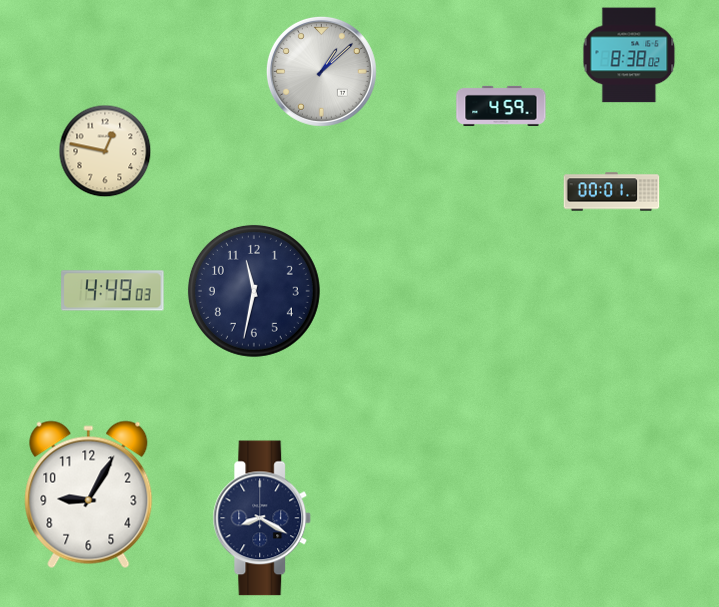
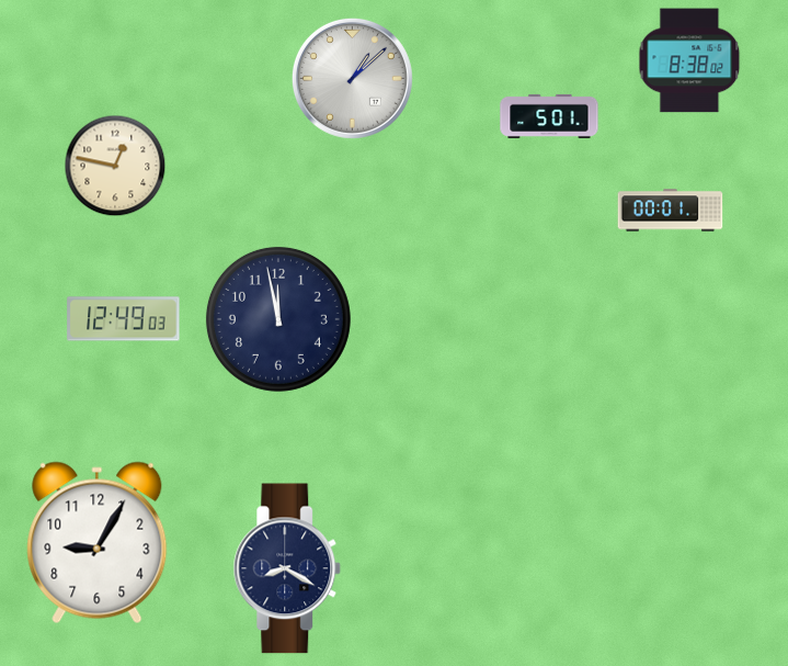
clock at (501, 106): 4:59 -> 5:01
clock at (113, 291): 4:49 -> 12:49
clock at (254, 291): 11:32 -> 11:58
